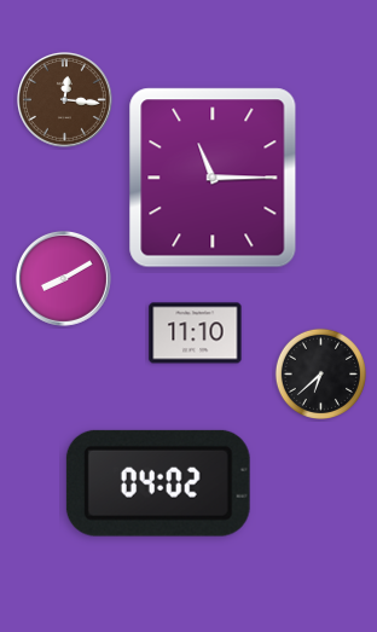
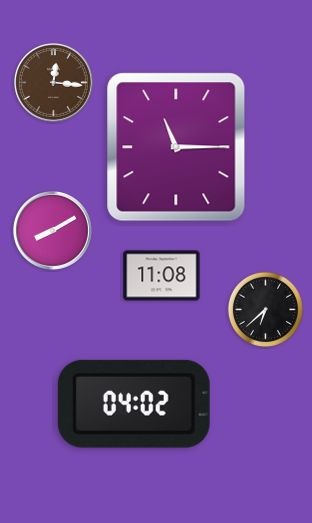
clock at (196, 334): 11:10 -> 11:08
clock at (158, 483) position: (158, 483) -> (134, 404)
